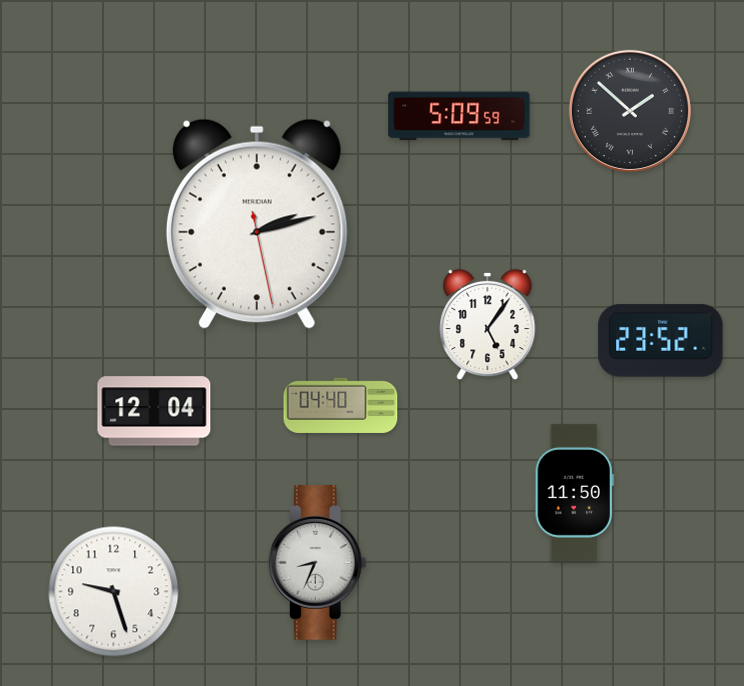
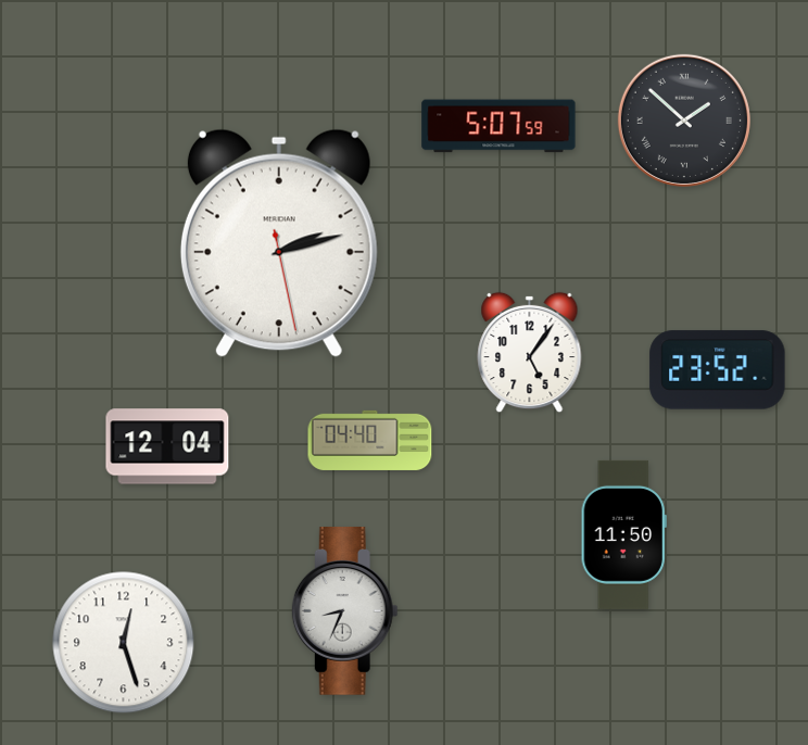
clock at (459, 116): 5:09 -> 5:07
clock at (114, 592): 9:27 -> 12:27
